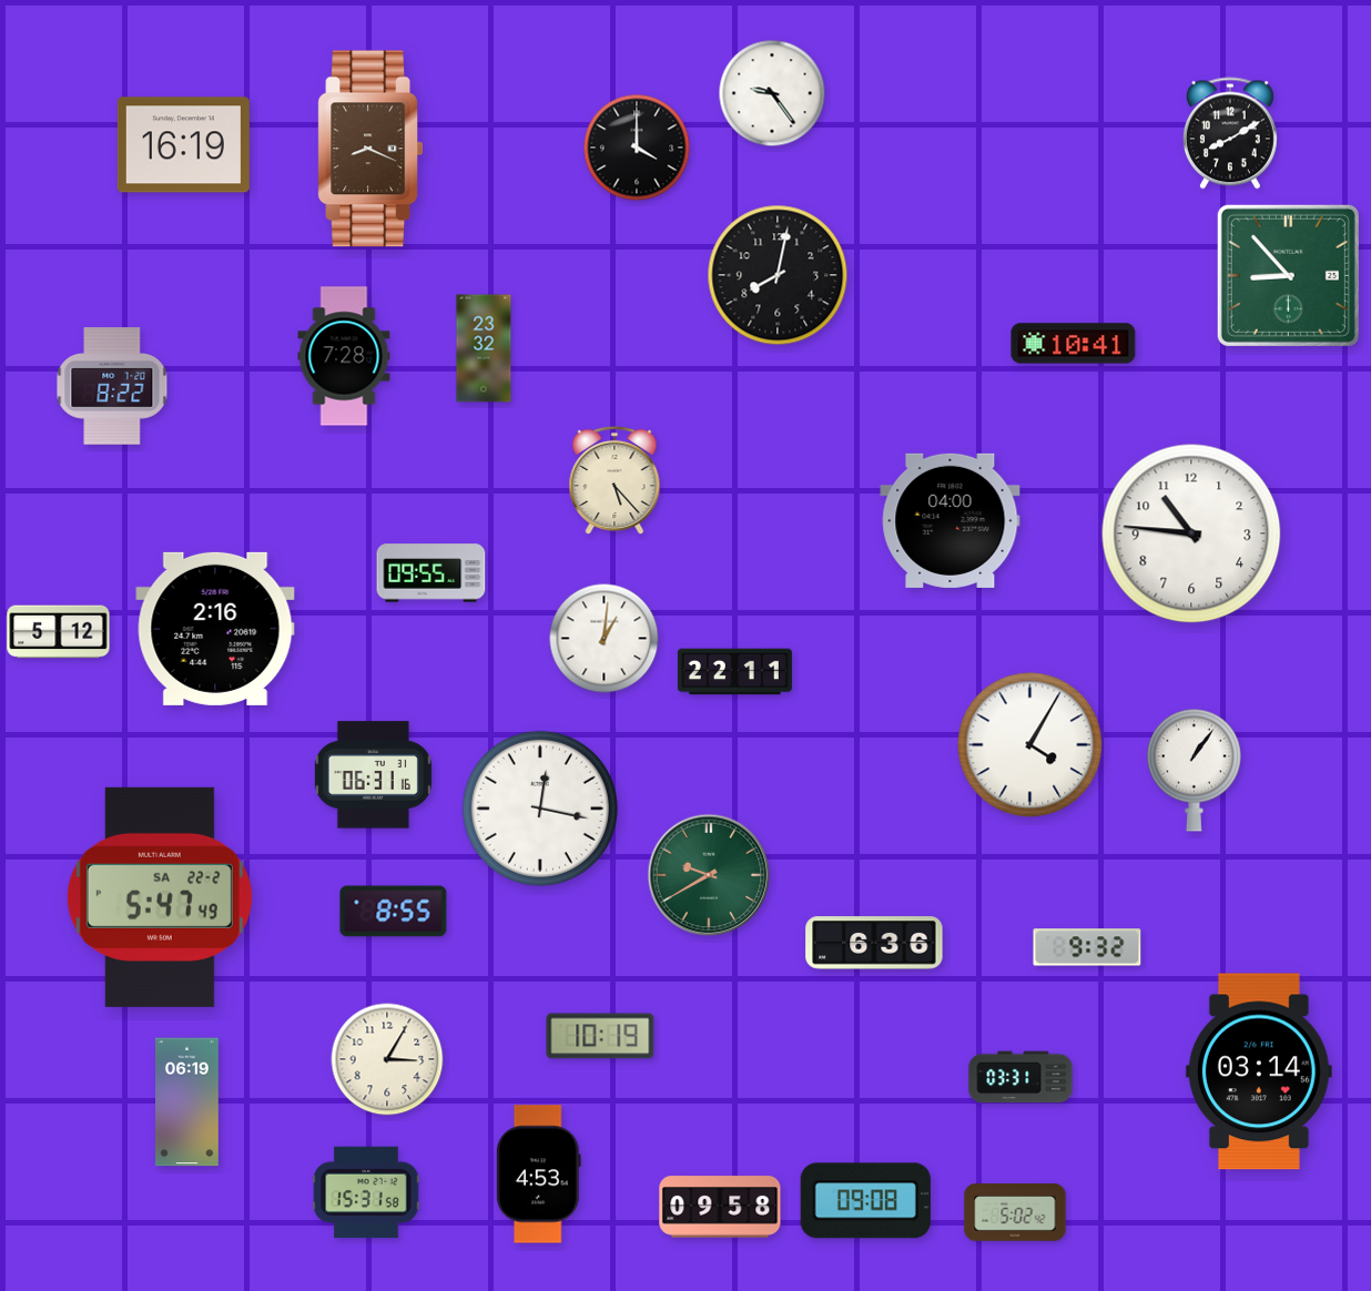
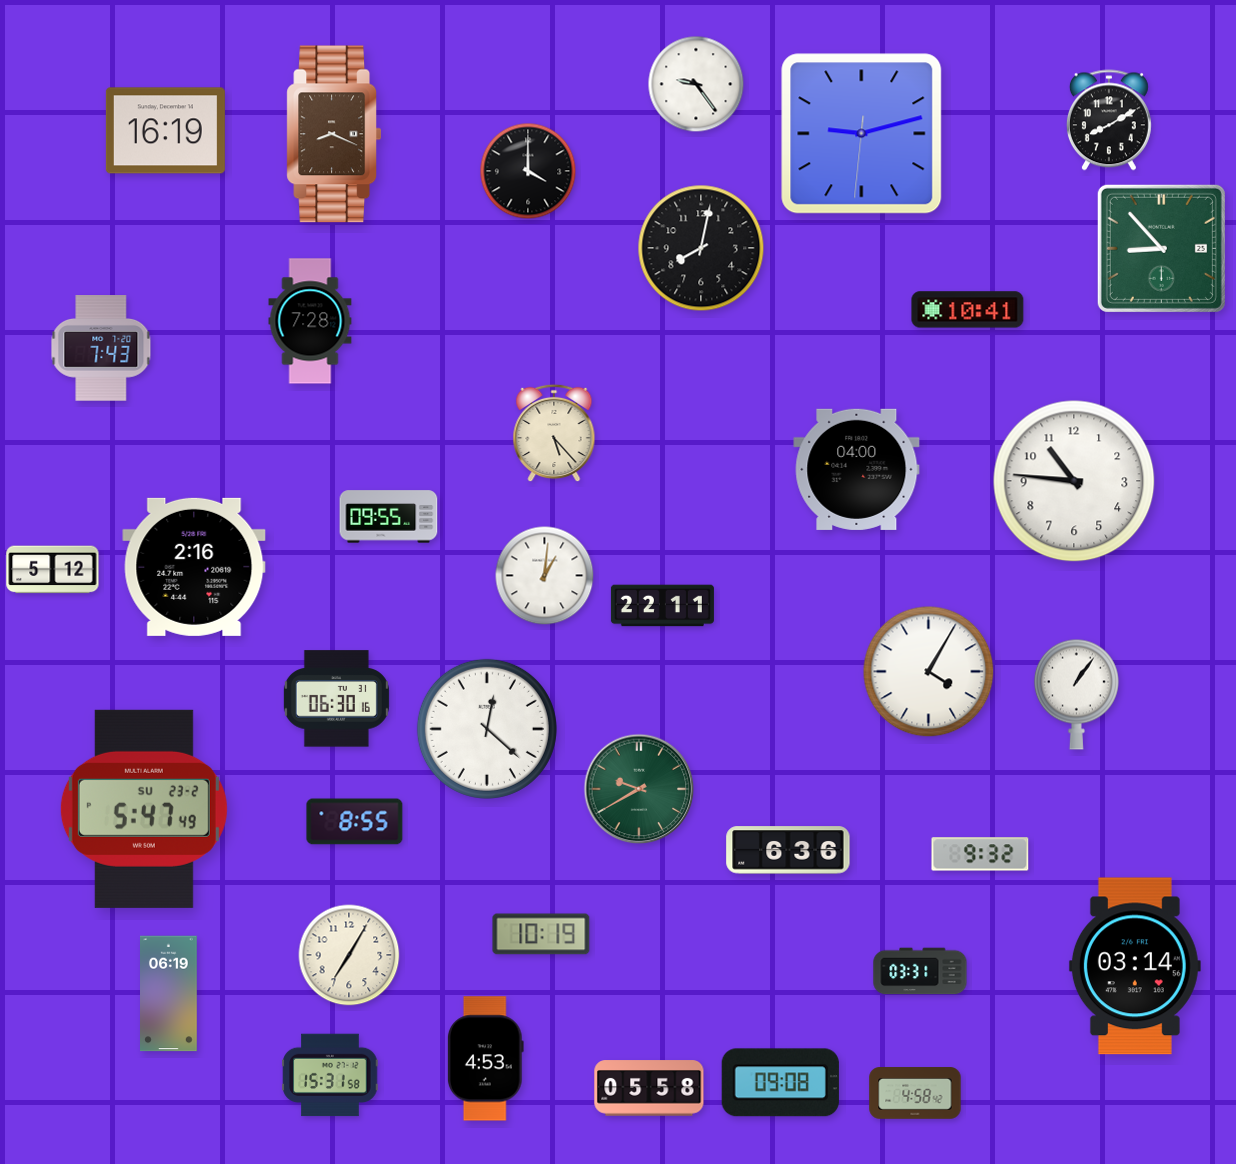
clock at (637, 148) position: (637, 148) -> (528, 171)
clock at (862, 134): none -> 9:12
clock at (484, 348): 23:32 -> none
clock at (112, 386): 8:22 -> 7:43
clock at (373, 775): 06:31 -> 06:30
clock at (540, 809): 12:17 -> 12:22
clock at (160, 897) date: SA 22-2 -> SU 23-2
clock at (387, 1059): 3:05 -> 7:05
clock at (720, 1207): 09:58 -> 05:58
clock at (1015, 1212): 5:02 -> 4:58
